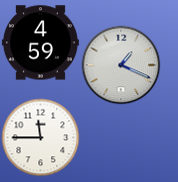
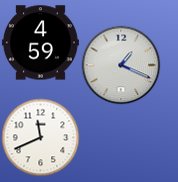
clock at (40, 137): 11:45 -> 11:41
